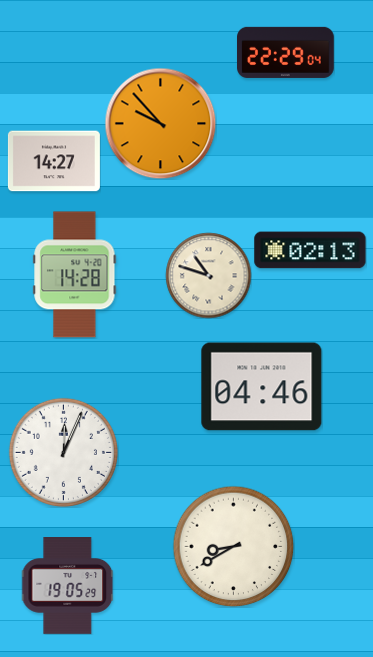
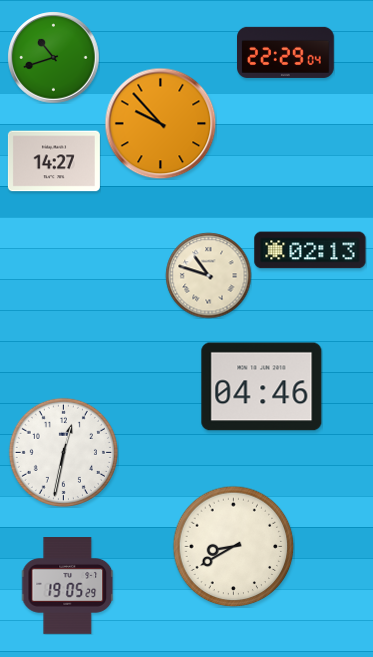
clock at (53, 57): none -> 10:42
clock at (75, 275): 14:28 -> none
clock at (63, 452): 12:04 -> 12:32
